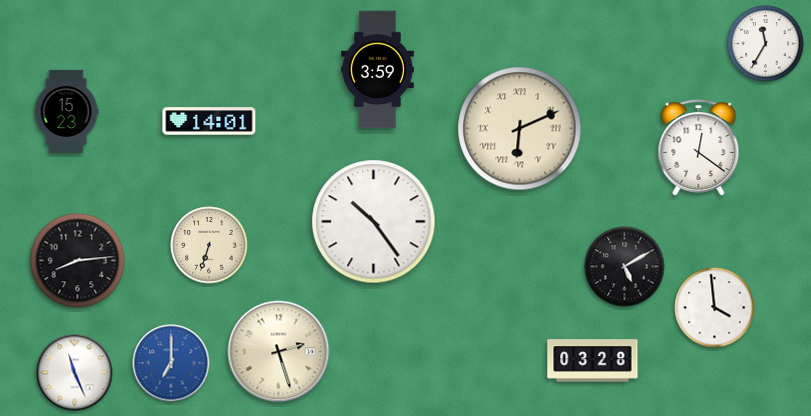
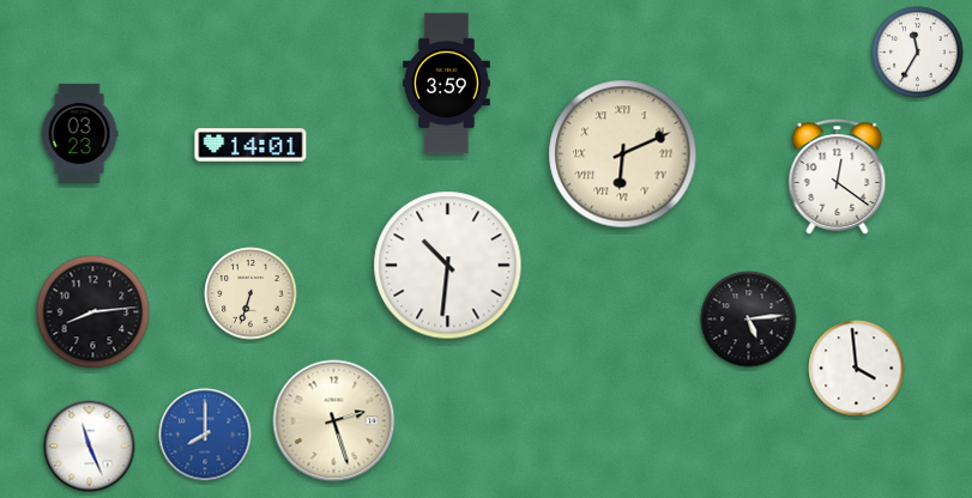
clock at (378, 70) position: (378, 70) -> (447, 84)
clock at (66, 111): 15:23 -> 03:23
clock at (374, 222): 10:24 -> 10:31
clock at (625, 267): 5:10 -> 5:14
clock at (593, 361): 03:28 -> none
clock at (171, 363): 7:00 -> 8:00
